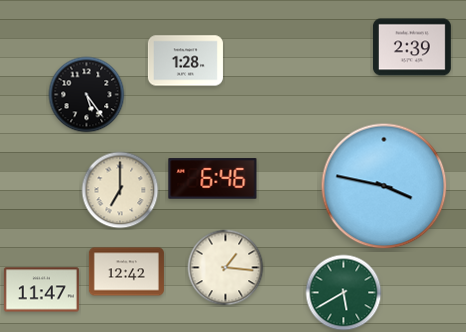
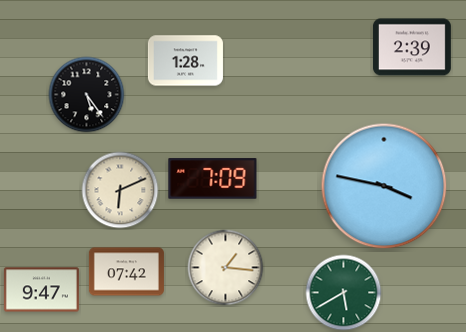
clock at (213, 179): 6:46 -> 7:09
clock at (120, 190): 7:00 -> 6:11
clock at (126, 272): 12:42 -> 07:42
clock at (41, 290): 11:47 -> 9:47
